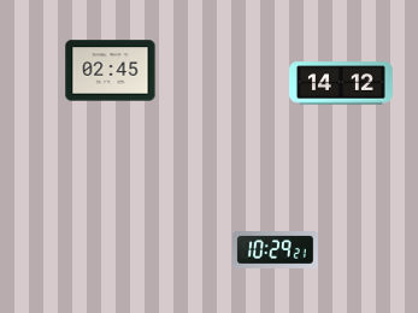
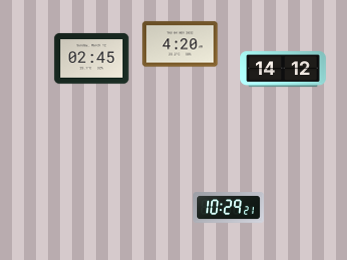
clock at (180, 44): none -> 4:20
